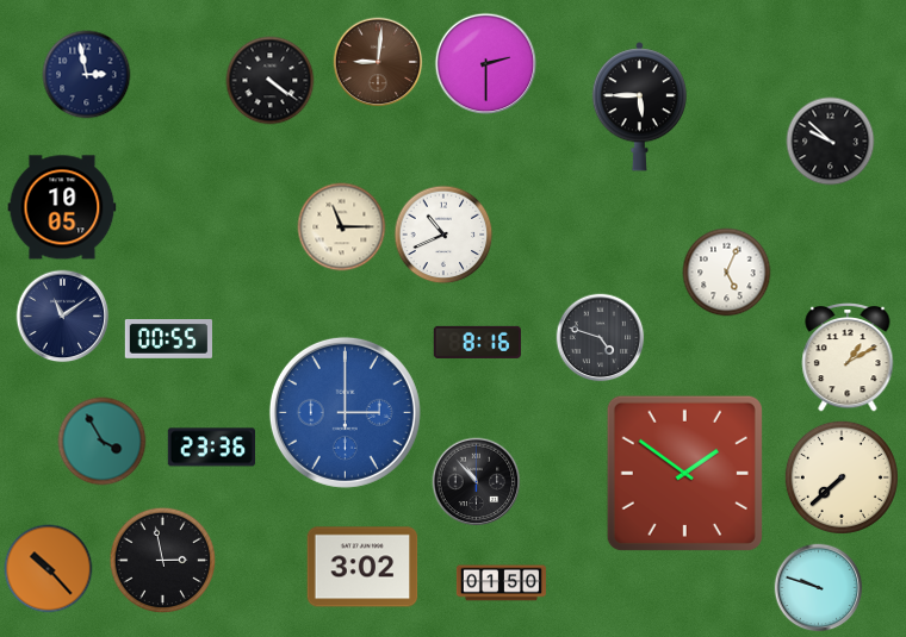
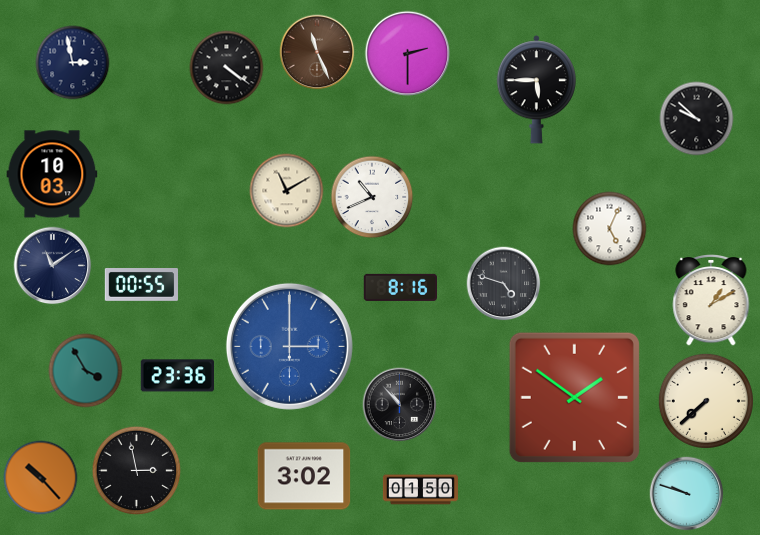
clock at (378, 62): 9:01 -> 11:26
clock at (62, 207): 10:05 -> 10:03
clock at (342, 227): 11:15 -> 11:10
